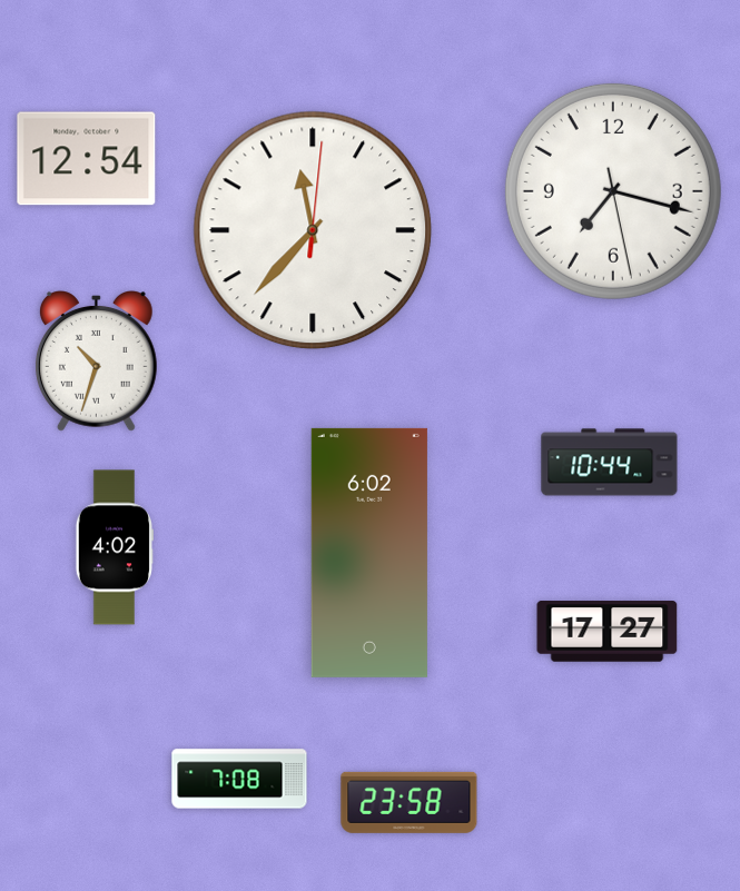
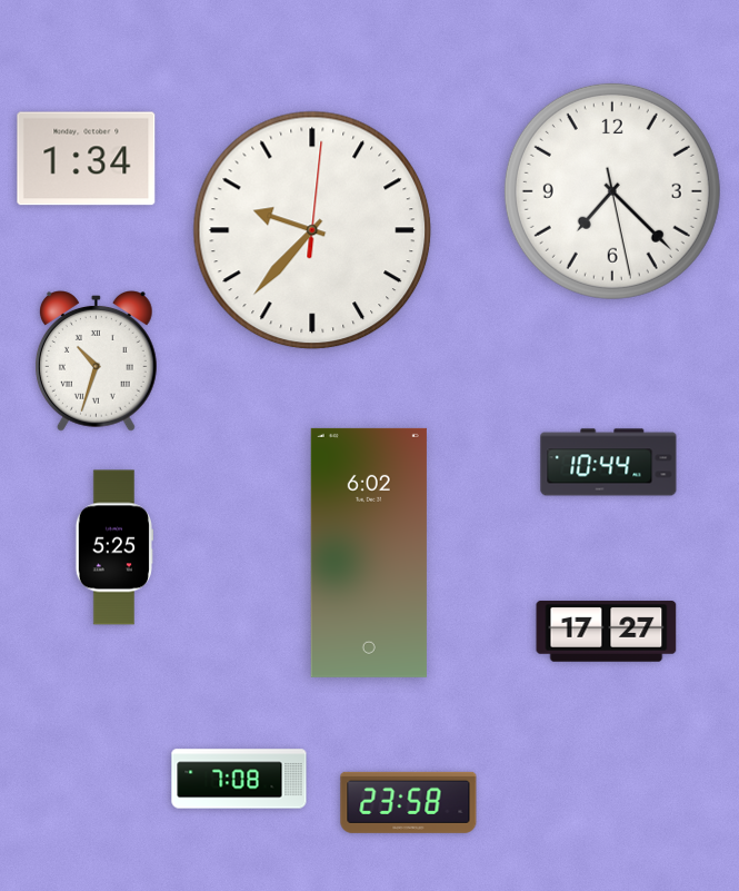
clock at (87, 159): 12:54 -> 1:34
clock at (613, 191): 7:17 -> 7:22
clock at (313, 230): 11:37 -> 9:37
clock at (114, 547): 4:02 -> 5:25
